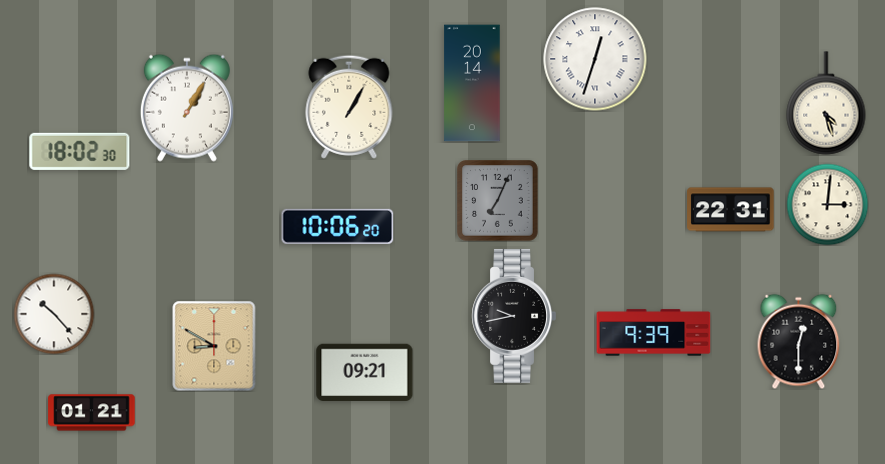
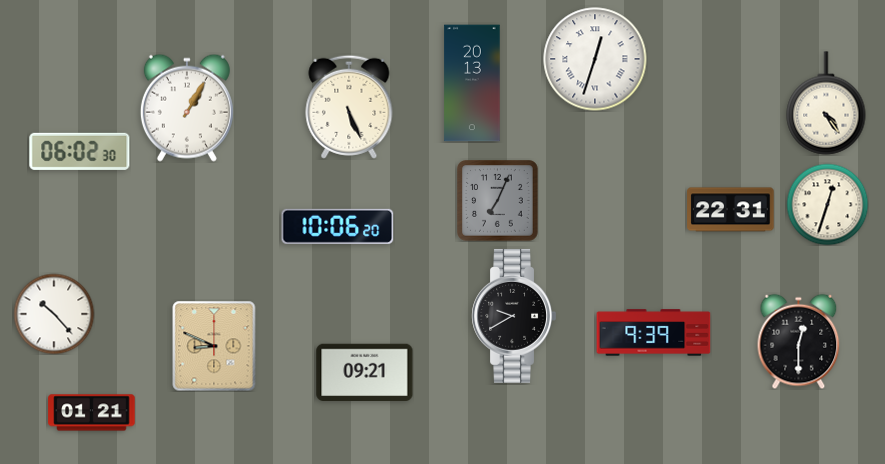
clock at (472, 83): 20:14 -> 20:13
clock at (826, 103): 4:27 -> 4:24
clock at (349, 107): 1:05 -> 5:26
clock at (80, 151): 18:02 -> 06:02
clock at (827, 204): 3:01 -> 12:33
clock at (514, 316): 9:43 -> 9:40
clock at (214, 346): 8:50 -> 8:49
